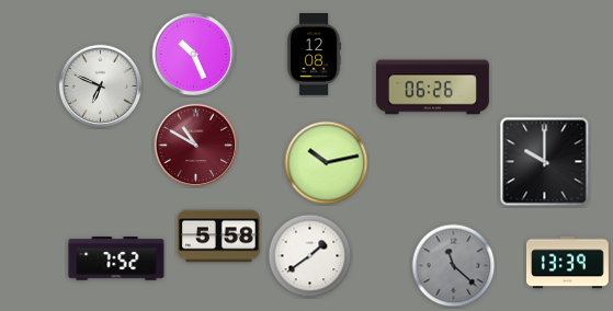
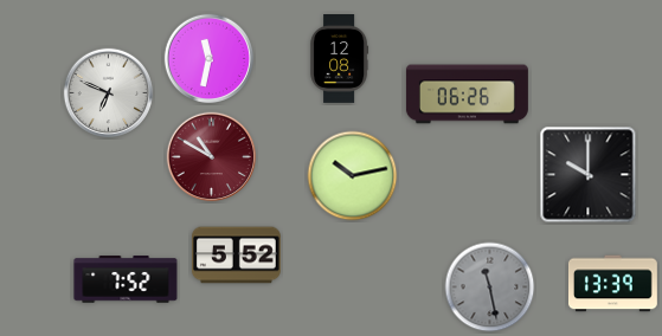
clock at (194, 55): 10:26 -> 11:32
clock at (218, 237): 5:58 -> 5:52
clock at (310, 256): 1:39 -> none
clock at (454, 266): 11:22 -> 11:28
